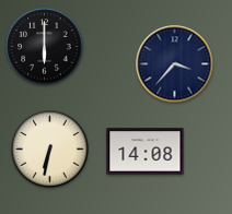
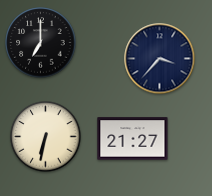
clock at (45, 47): 6:00 -> 7:00
clock at (146, 152): 14:08 -> 21:27
